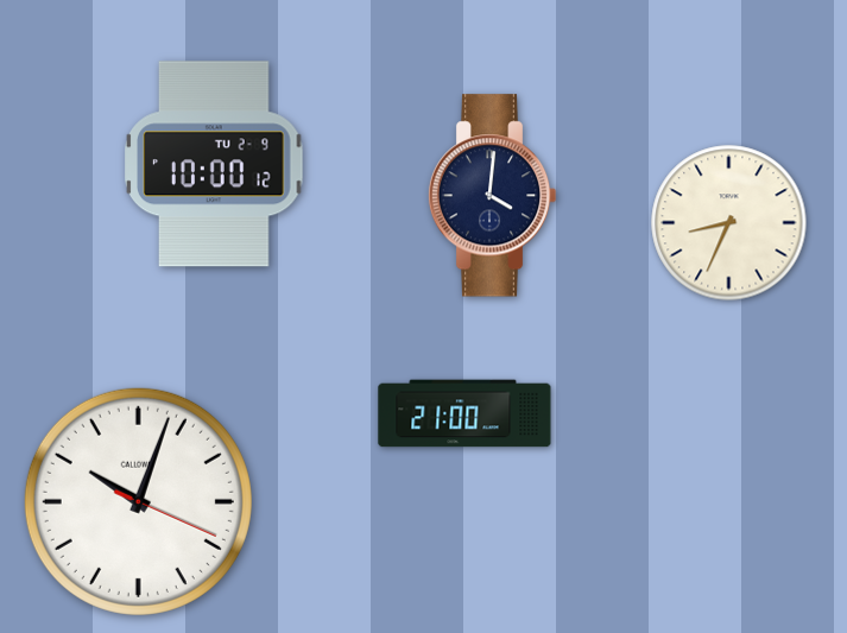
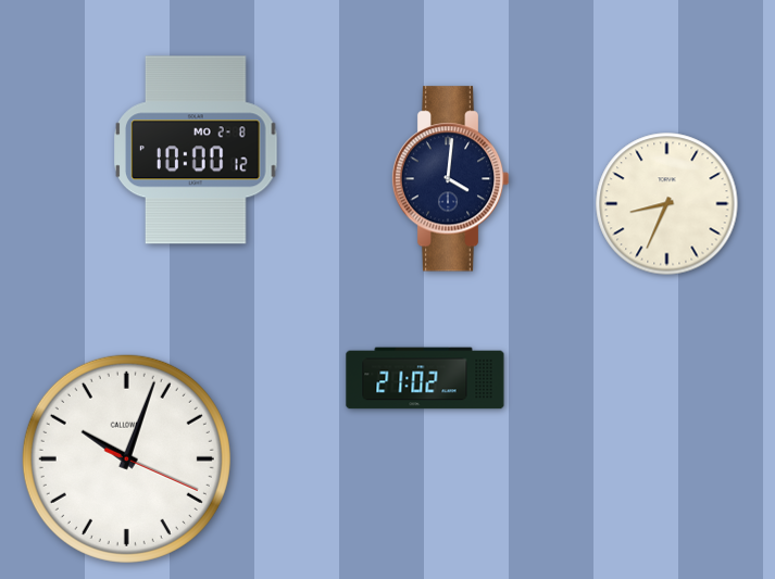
clock at (214, 164) date: TU 2-9 -> MO 2-8
clock at (464, 413): 21:00 -> 21:02
